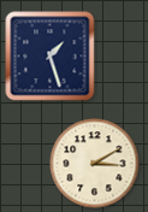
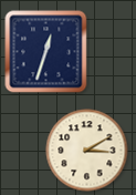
clock at (51, 57): 1:27 -> 12:33
